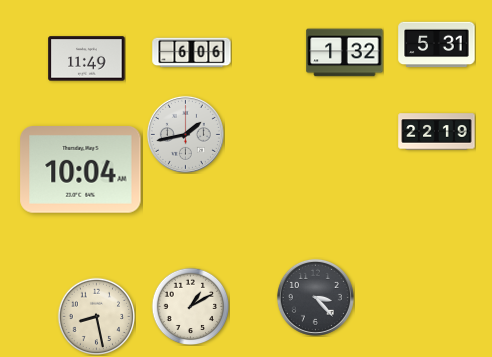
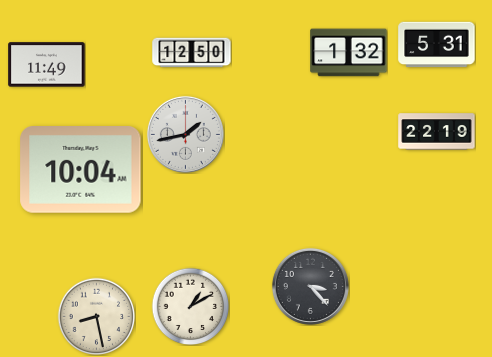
clock at (192, 53): 6:06 -> 12:50
clock at (345, 53) position: (345, 53) -> (349, 53)
clock at (87, 59) position: (87, 59) -> (47, 65)
clock at (315, 297) position: (315, 297) -> (310, 286)
